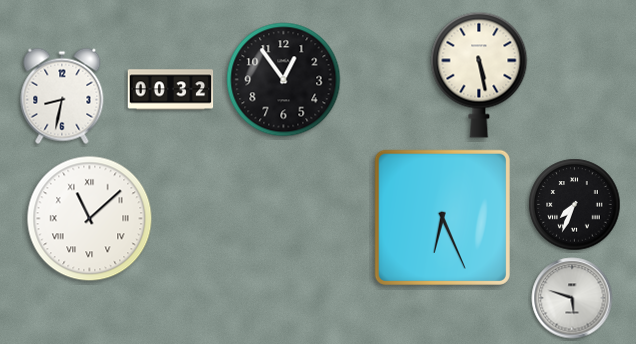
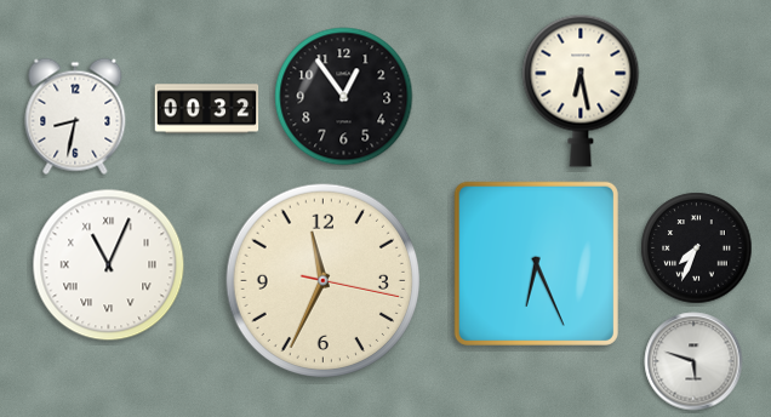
clock at (479, 75): 5:28 -> 6:28
clock at (90, 219): 11:08 -> 11:04
clock at (322, 280): none -> 11:34
